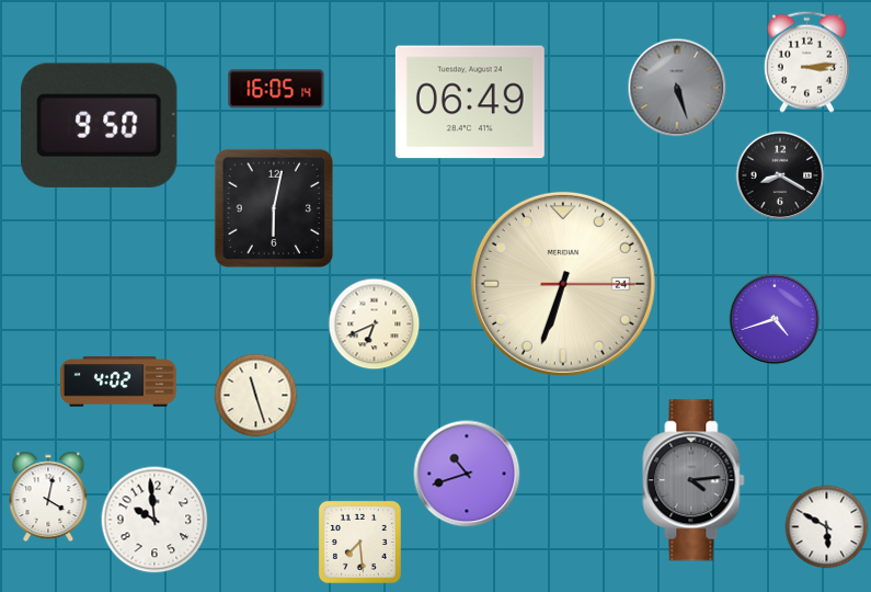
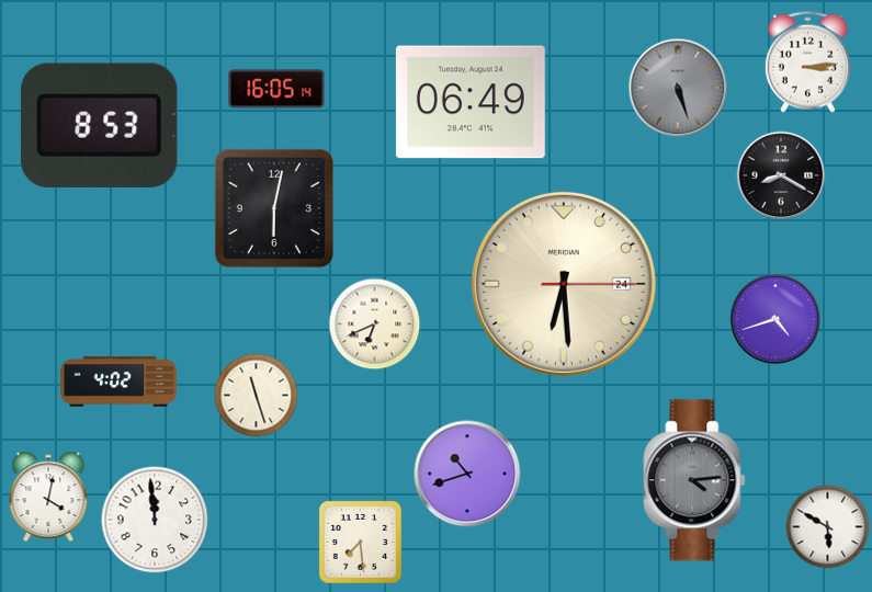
clock at (100, 125): 9:50 -> 8:53
clock at (563, 284): 6:33 -> 6:29
clock at (154, 520): 9:59 -> 11:59
